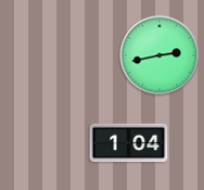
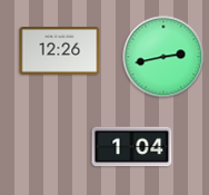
clock at (60, 51): none -> 12:26
